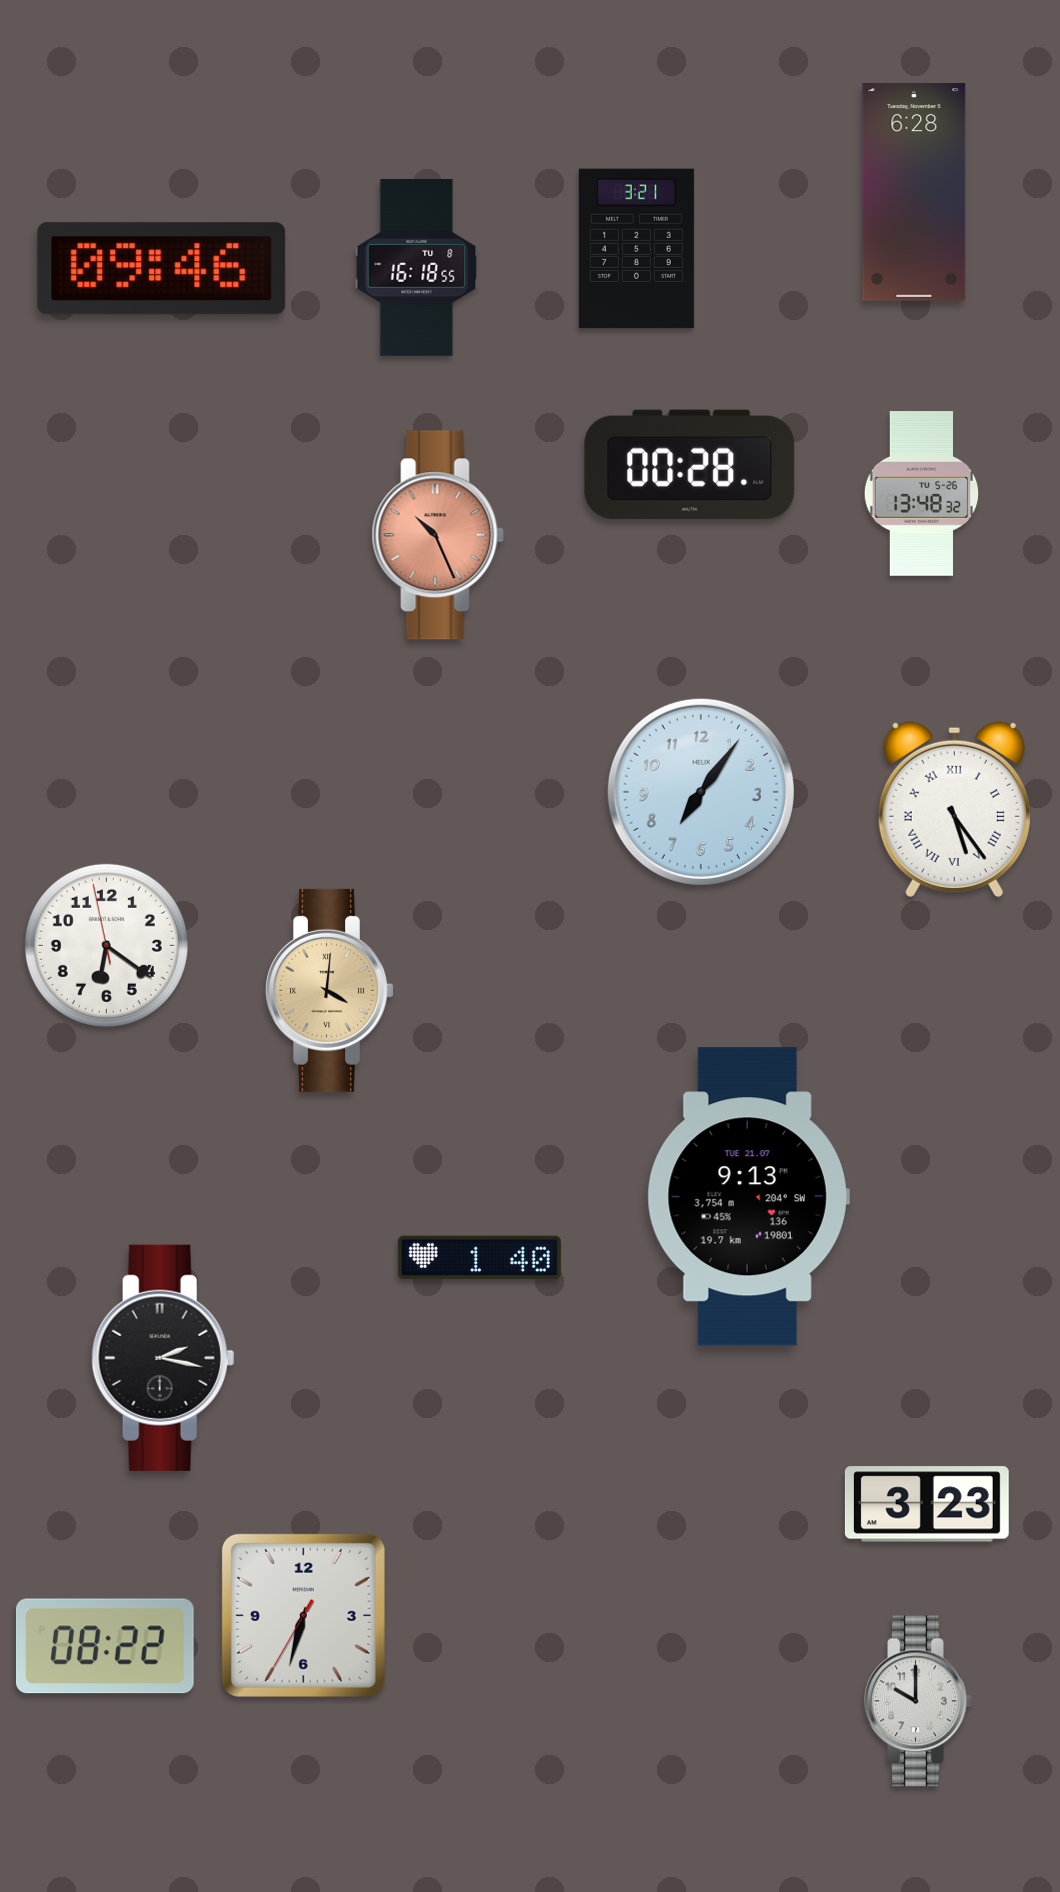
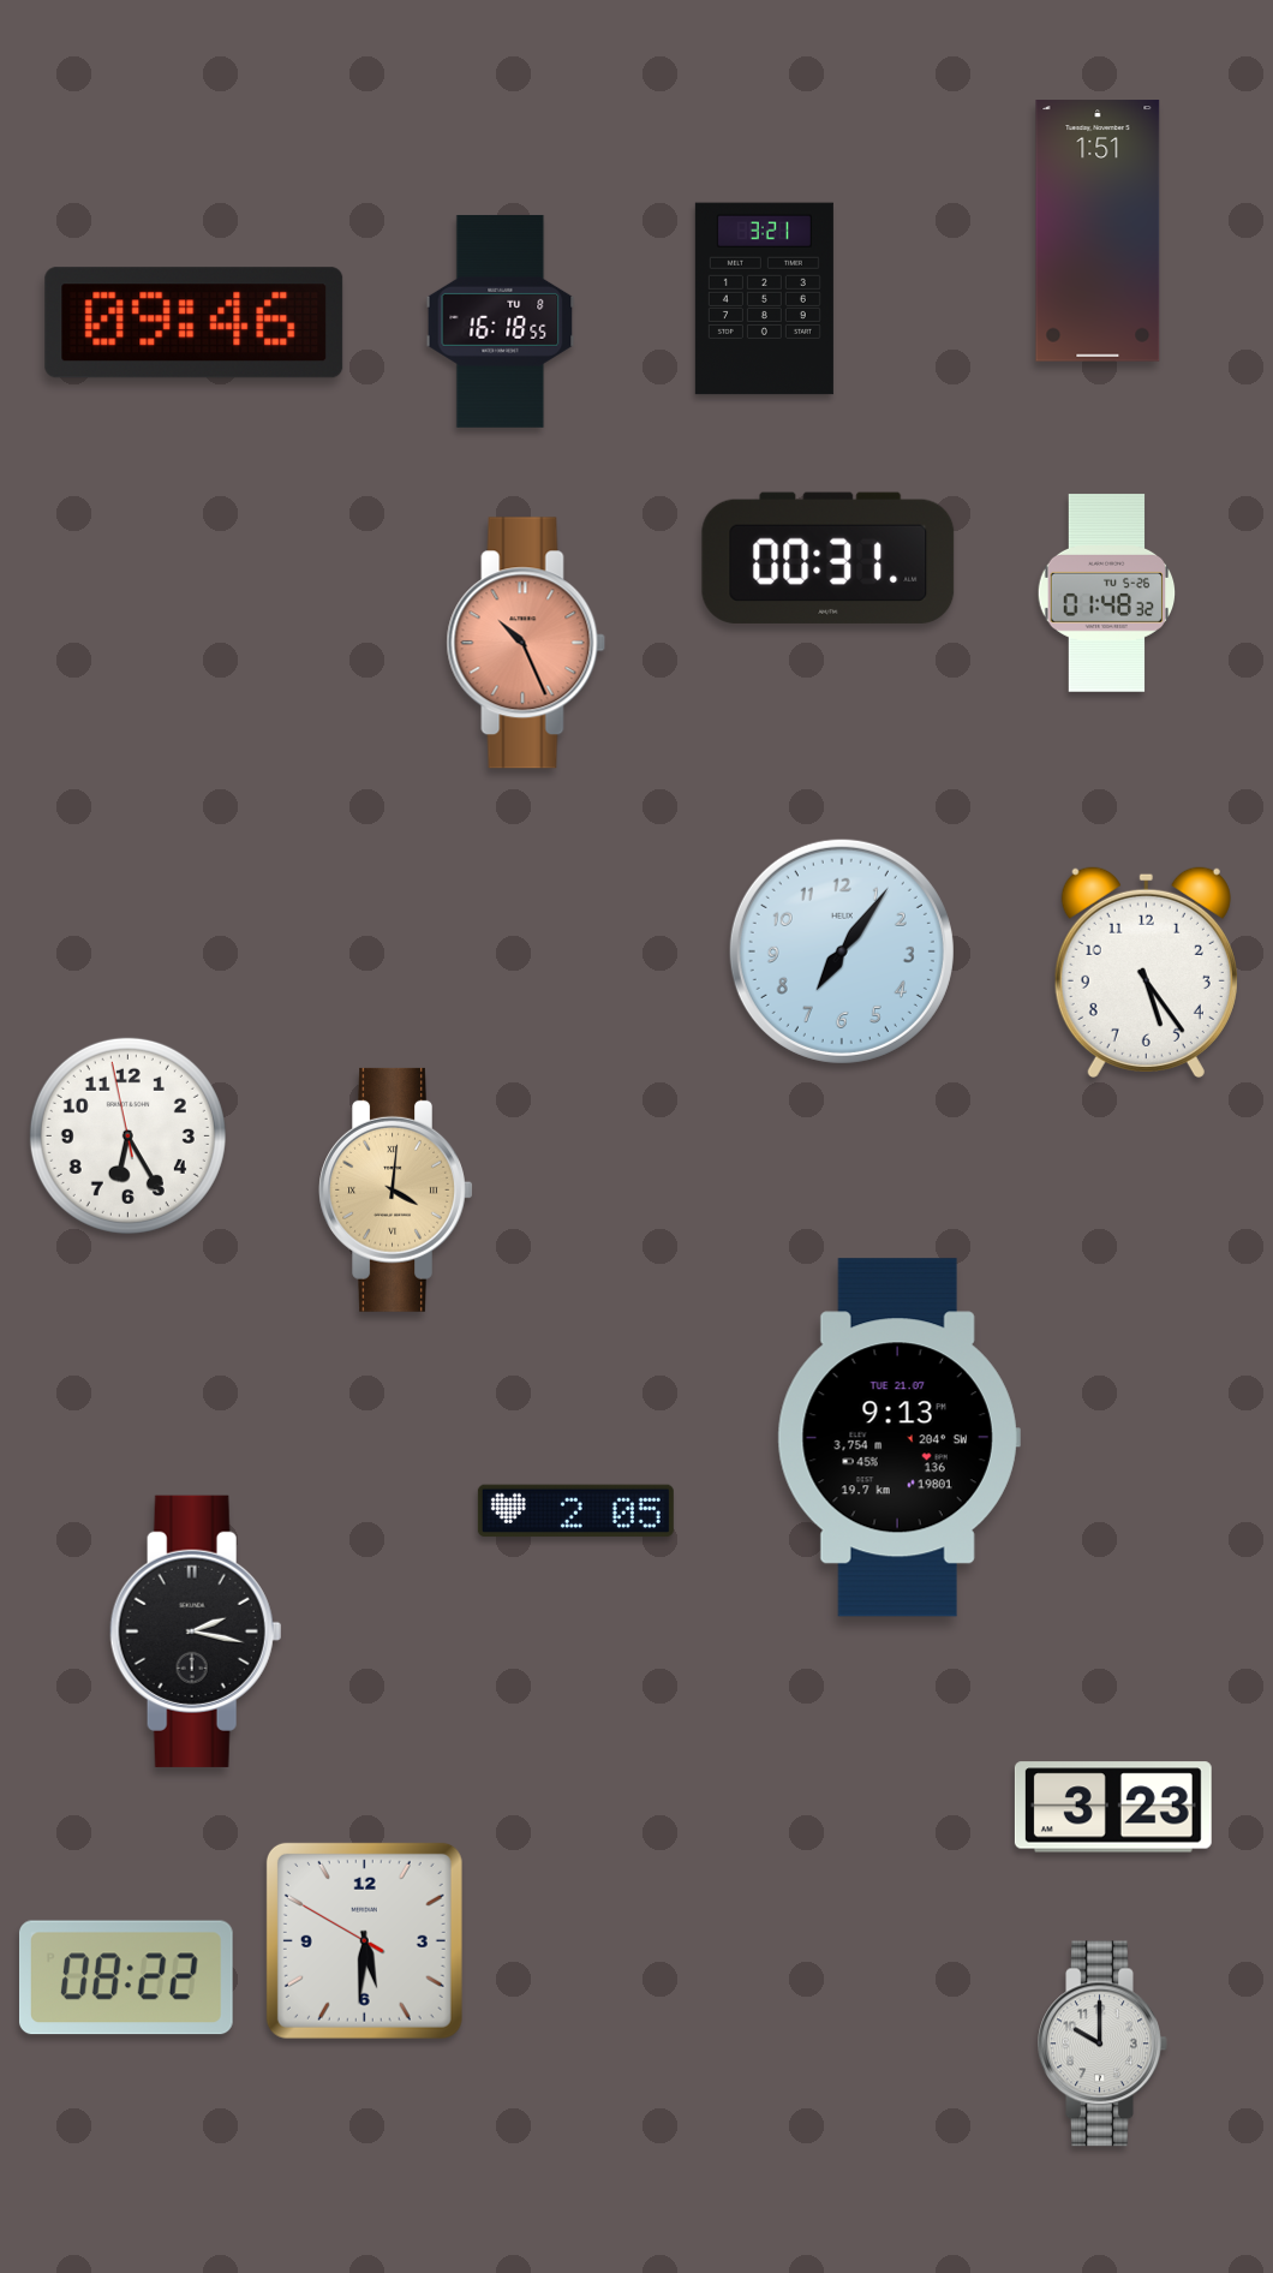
clock at (914, 192): 6:28 -> 1:51
clock at (690, 464): 00:28 -> 00:31
clock at (922, 494): 13:48 -> 01:48
clock at (954, 809) numerals: Roman -> Arabic
clock at (106, 945): 6:20 -> 6:24
clock at (479, 1258): 1:40 -> 2:05
clock at (303, 1615): 6:32 -> 5:30
